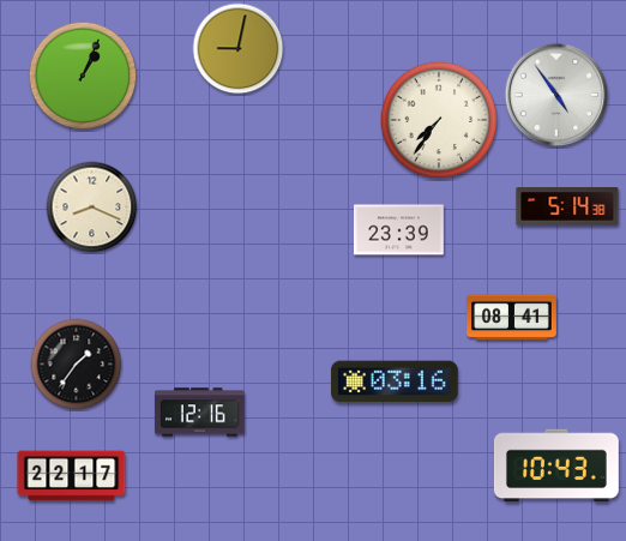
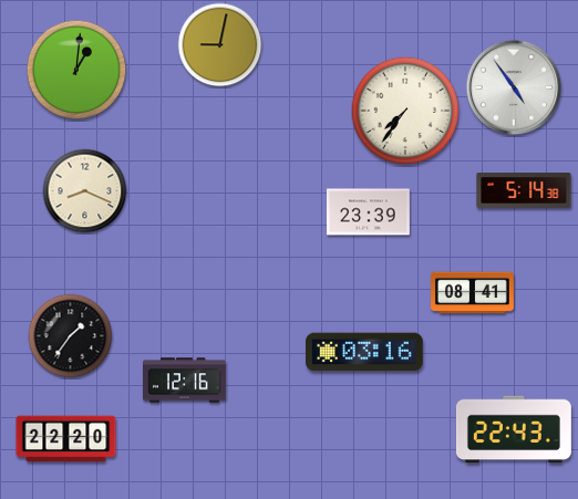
clock at (83, 76): 1:04 -> 1:01
clock at (556, 465): 10:43 -> 22:43
clock at (72, 476): 22:17 -> 22:20
